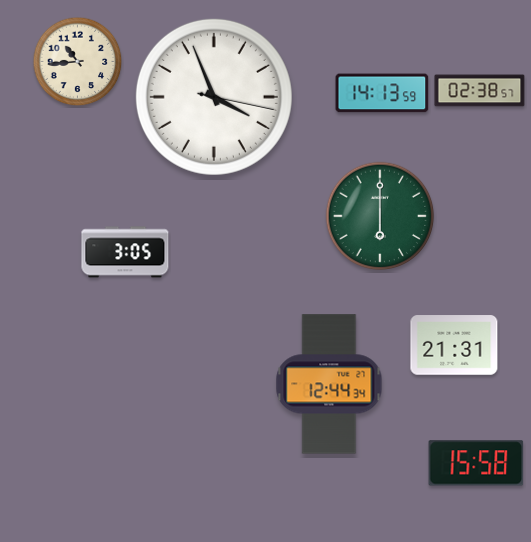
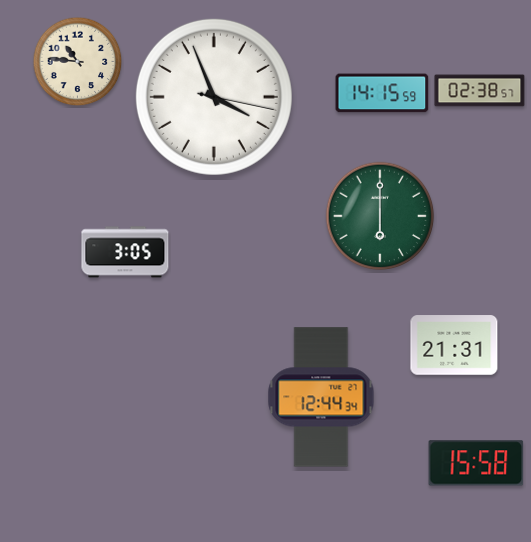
clock at (78, 62): 10:44 -> 10:46
clock at (382, 93): 14:13 -> 14:15
clock at (329, 384) position: (329, 384) -> (321, 397)
